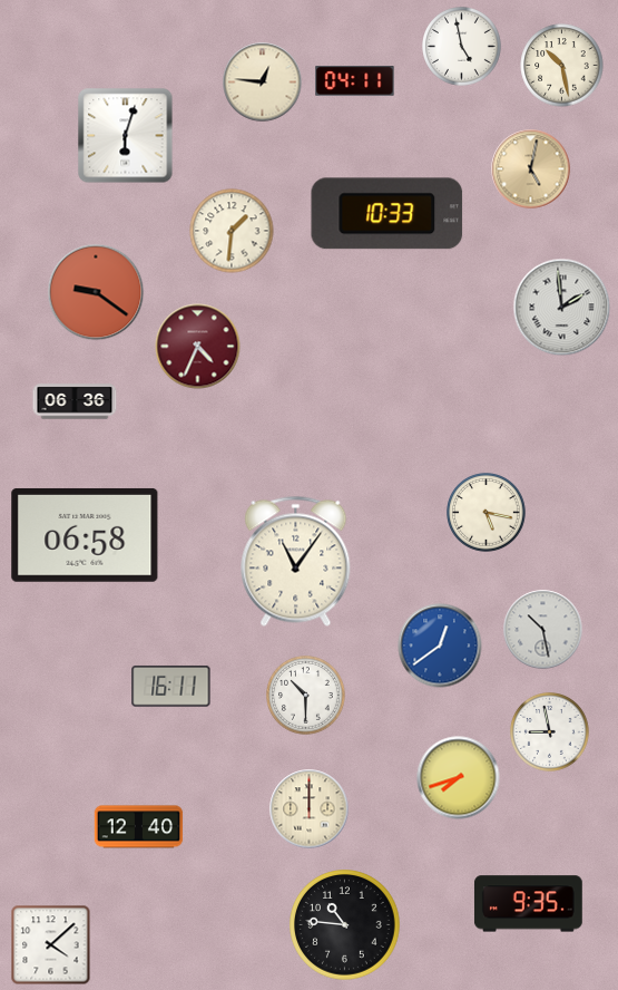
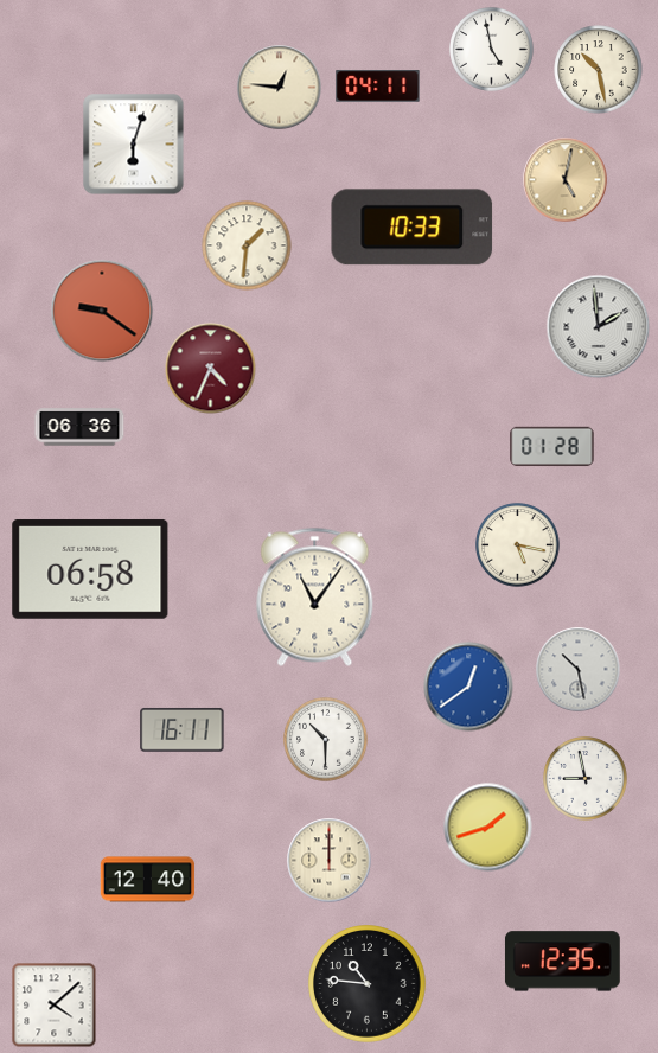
clock at (552, 447): none -> 01:28
clock at (459, 778): 7:42 -> 1:42
clock at (528, 904): 9:35 -> 12:35
